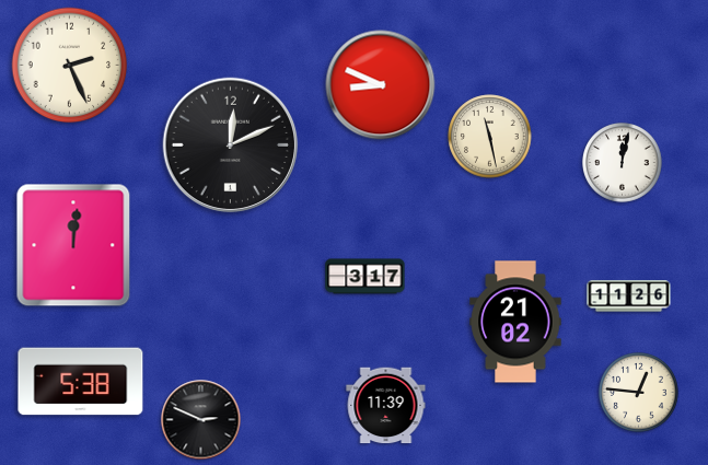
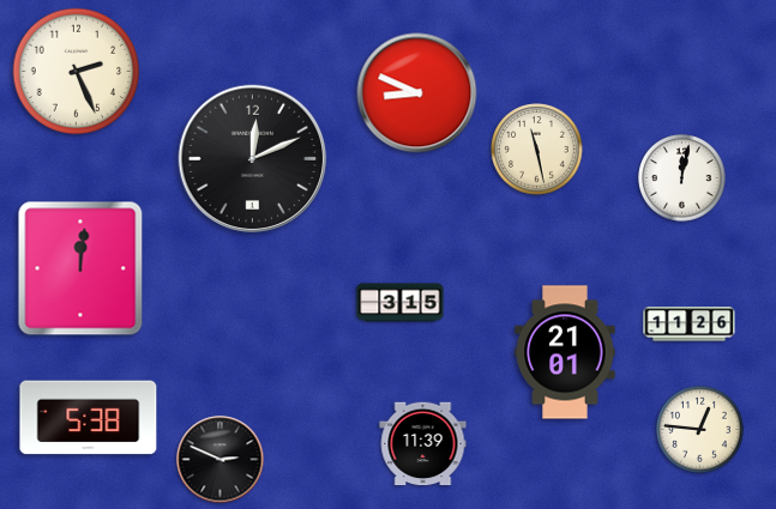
clock at (365, 277): 3:17 -> 3:15
clock at (515, 322): 21:02 -> 21:01
